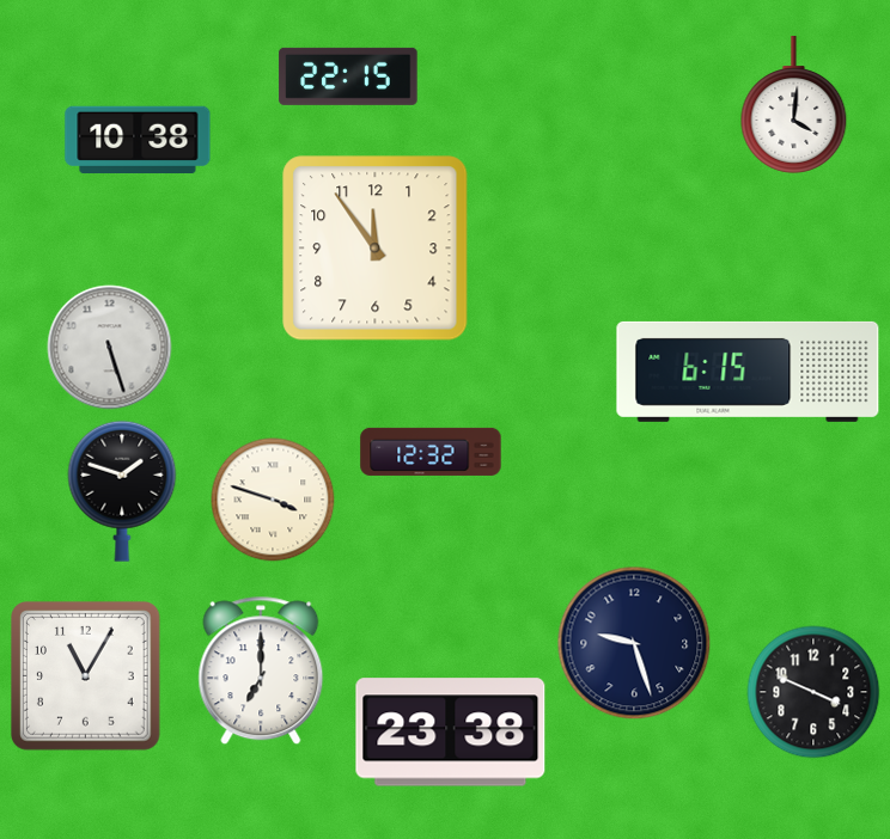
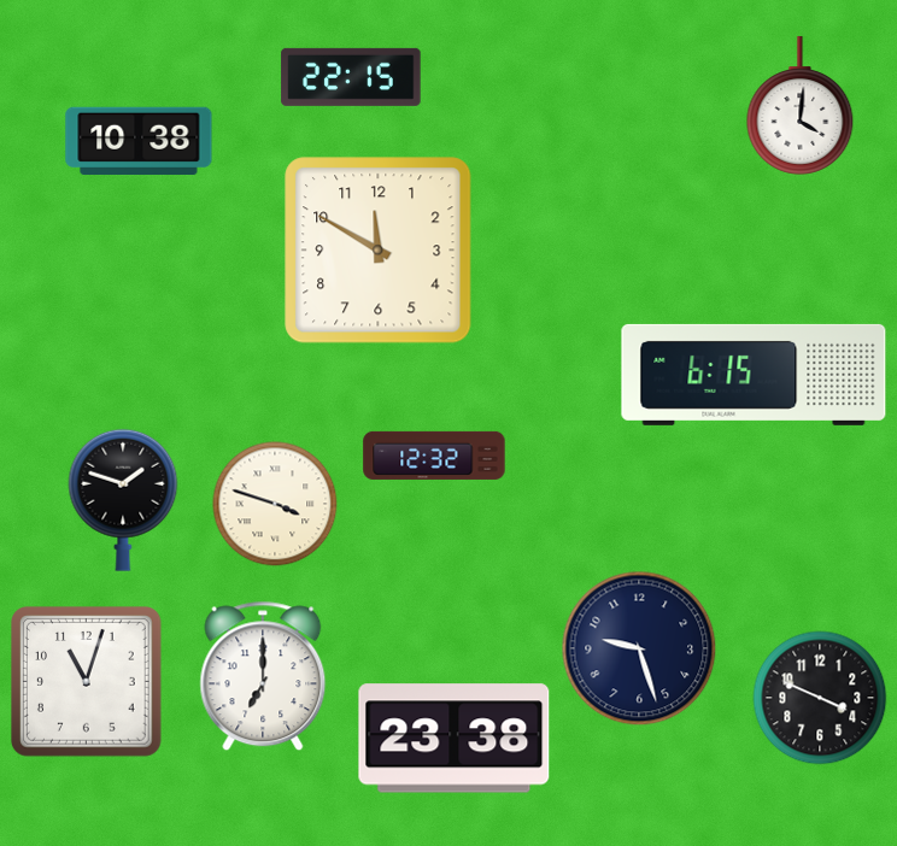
clock at (376, 249): 11:54 -> 11:50
clock at (110, 348): 5:27 -> none
clock at (122, 491) position: (122, 491) -> (123, 500)
clock at (86, 676): 11:05 -> 11:03
